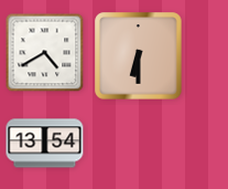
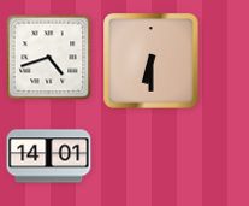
clock at (45, 53): 4:40 -> 4:42
clock at (45, 144): 13:54 -> 14:01
